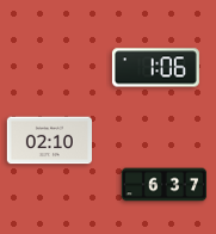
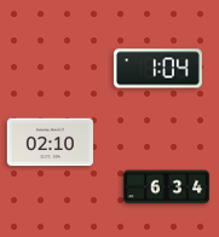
clock at (155, 68): 1:06 -> 1:04
clock at (165, 185): 6:37 -> 6:34
